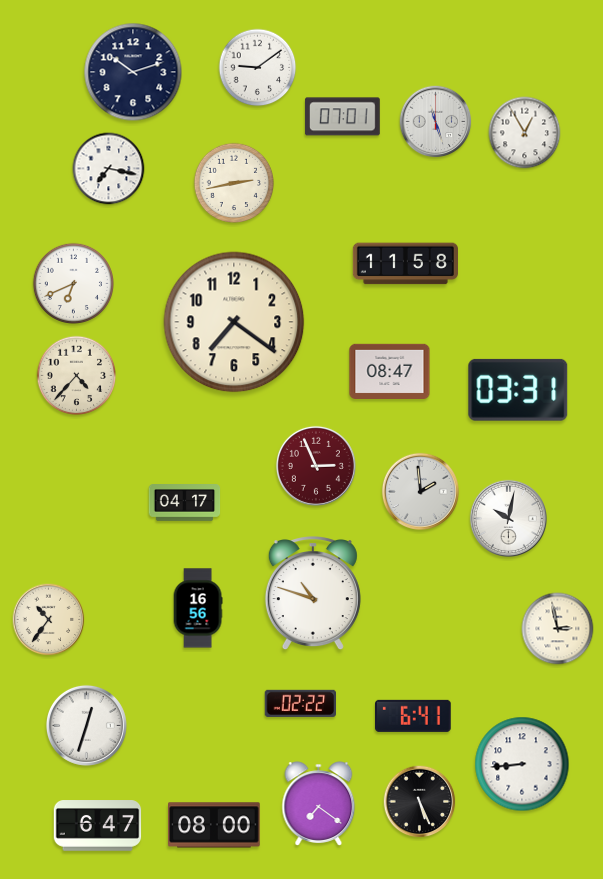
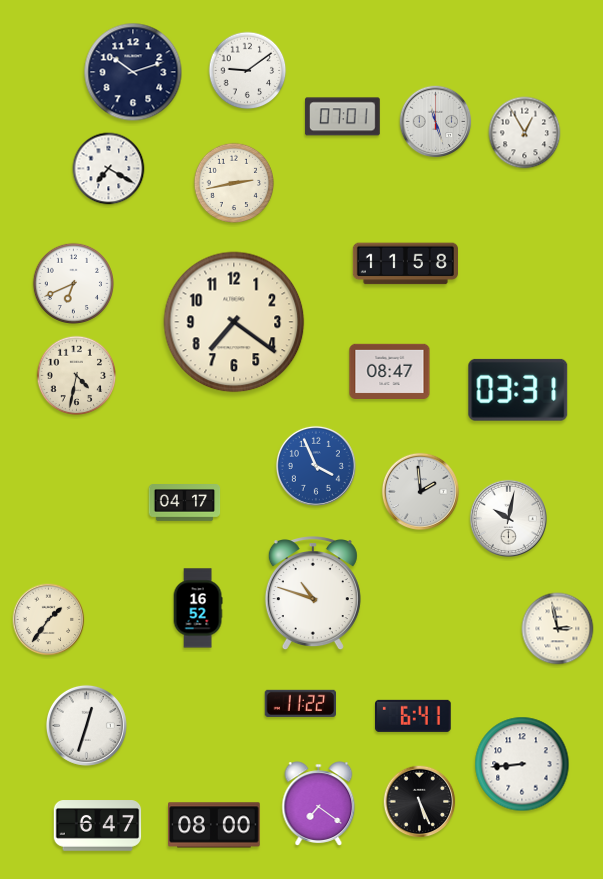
clock at (258, 68) position: (258, 68) -> (248, 71)
clock at (109, 169): 7:17 -> 7:20
clock at (77, 376): 4:37 -> 4:32
clock at (316, 466): 2:56 -> 3:56
clock at (316, 466) dial: burgundy -> blue
clock at (198, 608): 16:56 -> 16:52
clock at (49, 620): 10:36 -> 1:36
clock at (300, 703): 02:22 -> 11:22
